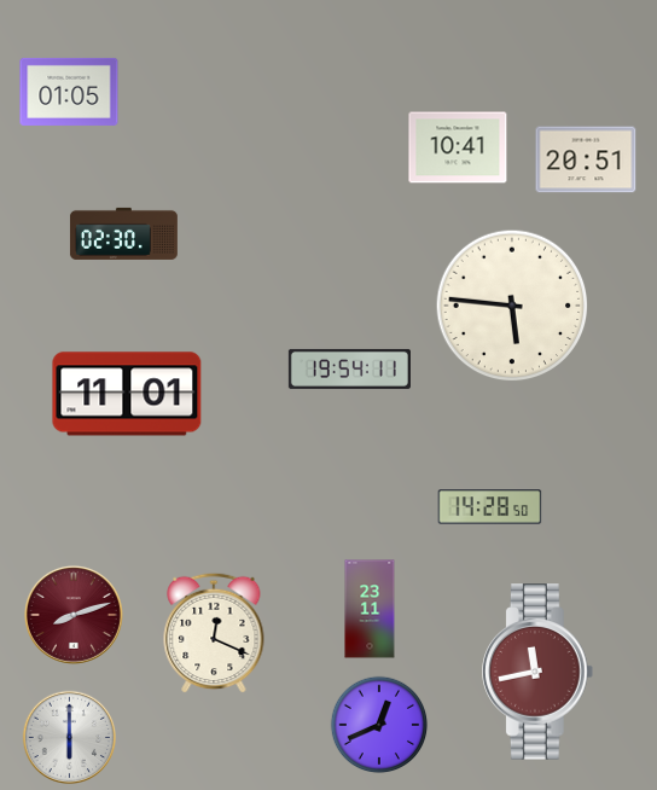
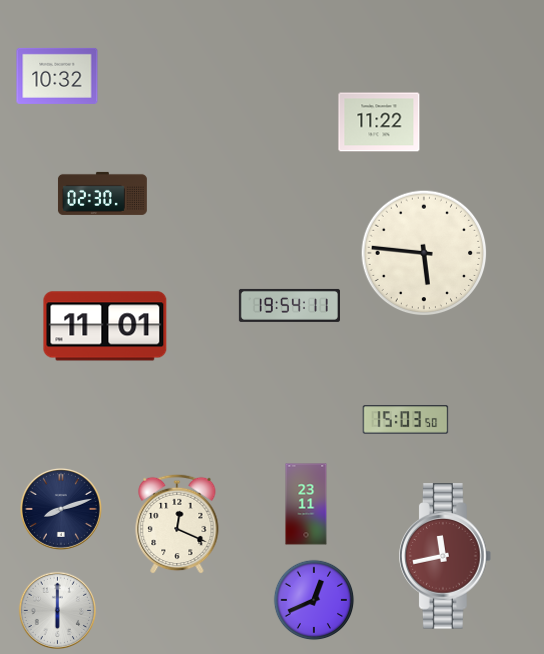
clock at (69, 92): 01:05 -> 10:32
clock at (458, 147): 10:41 -> 11:22
clock at (586, 159): 20:51 -> none
clock at (490, 507): 14:28 -> 15:03
clock at (74, 615) dial: burgundy -> navy
